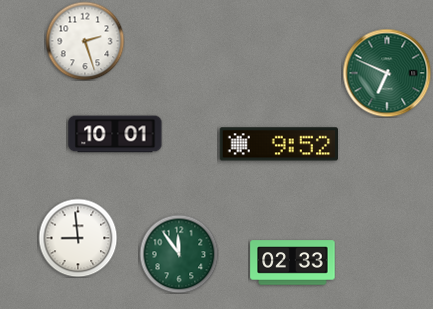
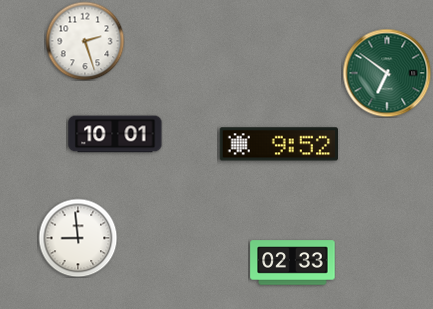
clock at (387, 73): 6:49 -> 6:51
clock at (179, 254): 11:54 -> none
